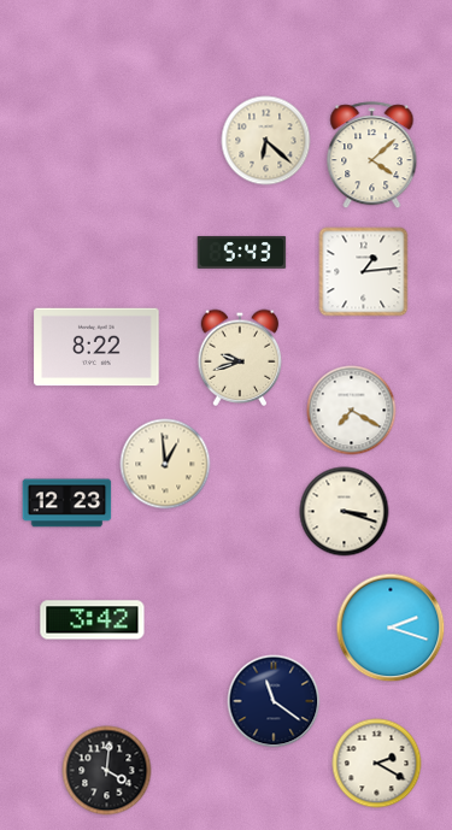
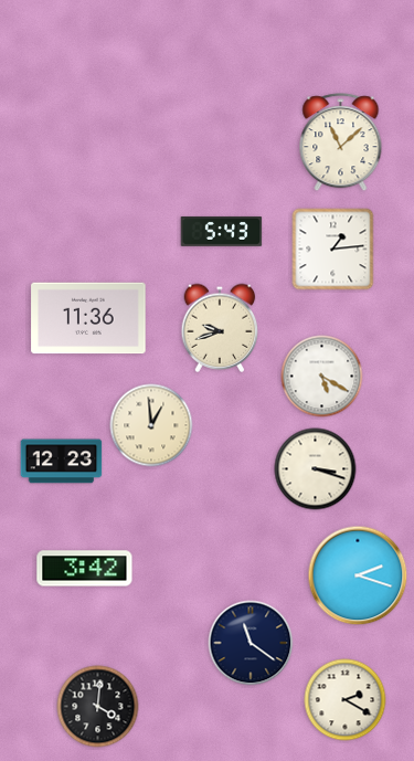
clock at (266, 141): 6:22 -> none
clock at (372, 155): 4:08 -> 11:08
clock at (96, 347): 8:22 -> 11:36
clock at (352, 411): 7:20 -> 5:20
